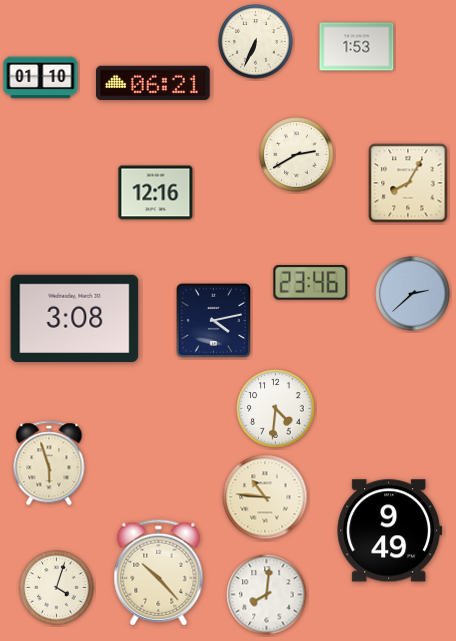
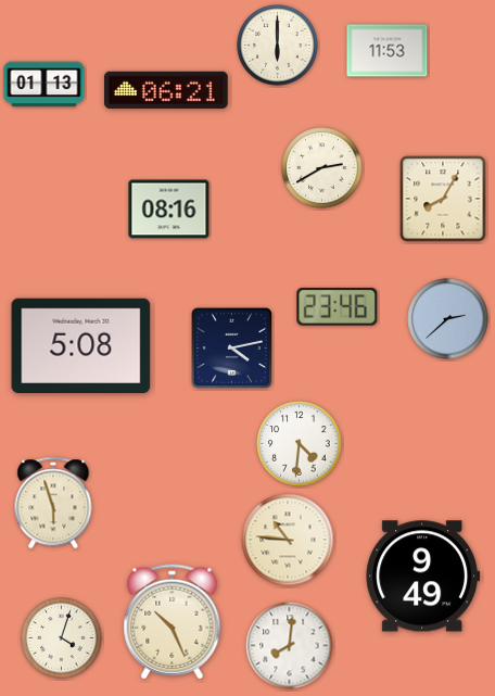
clock at (256, 42): 6:34 -> 6:00
clock at (357, 47): 1:53 -> 11:53
clock at (41, 78): 01:10 -> 01:13
clock at (156, 193): 12:16 -> 08:16
clock at (75, 318): 3:08 -> 5:08
clock at (159, 573): 10:23 -> 10:26
